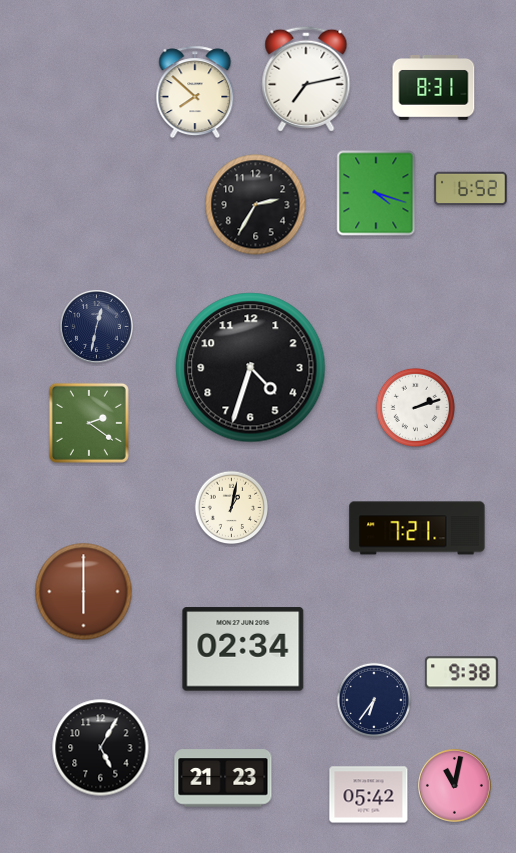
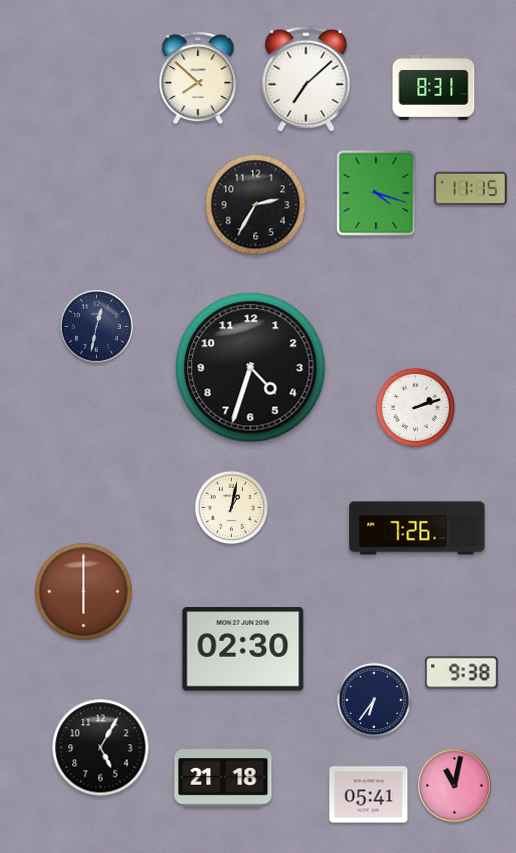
clock at (306, 79): 7:13 -> 7:08
clock at (195, 92) position: (195, 92) -> (198, 78)
clock at (471, 189): 6:52 -> 11:15
clock at (89, 423): 2:21 -> none
clock at (417, 528): 7:21 -> 7:26
clock at (243, 649): 02:34 -> 02:30
clock at (223, 778): 21:23 -> 21:18
clock at (369, 795): 05:42 -> 05:41
